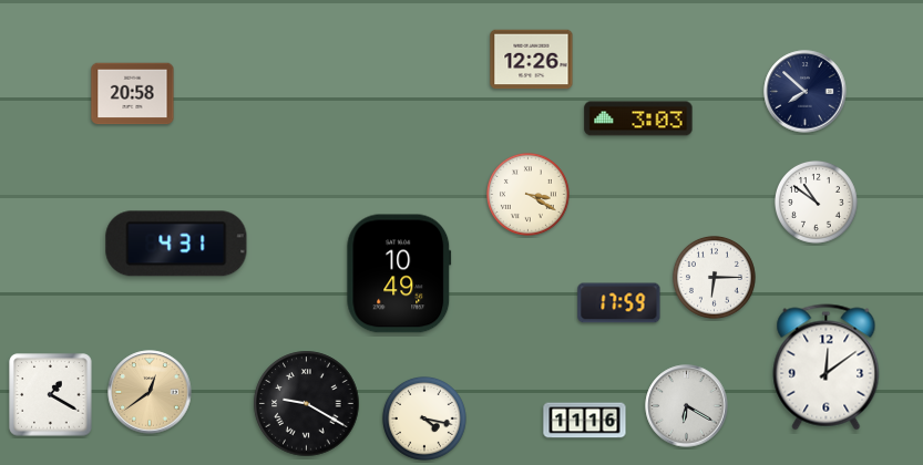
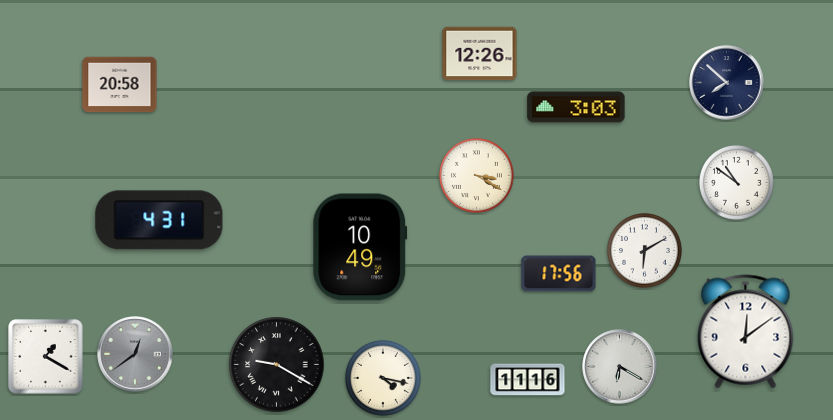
clock at (714, 277): 6:15 -> 6:10
clock at (619, 303): 17:59 -> 17:56
clock at (150, 392) dial: champagne -> grey
